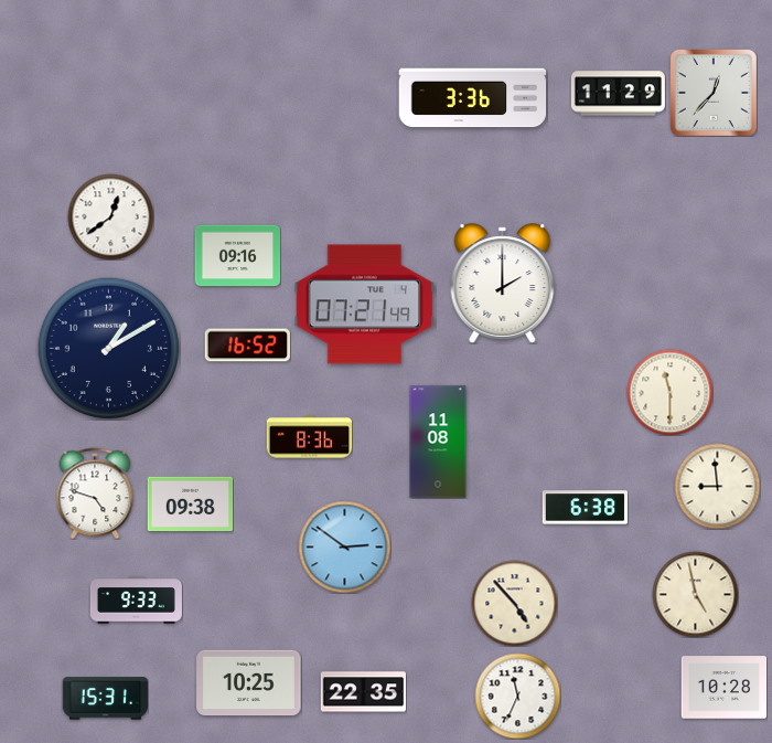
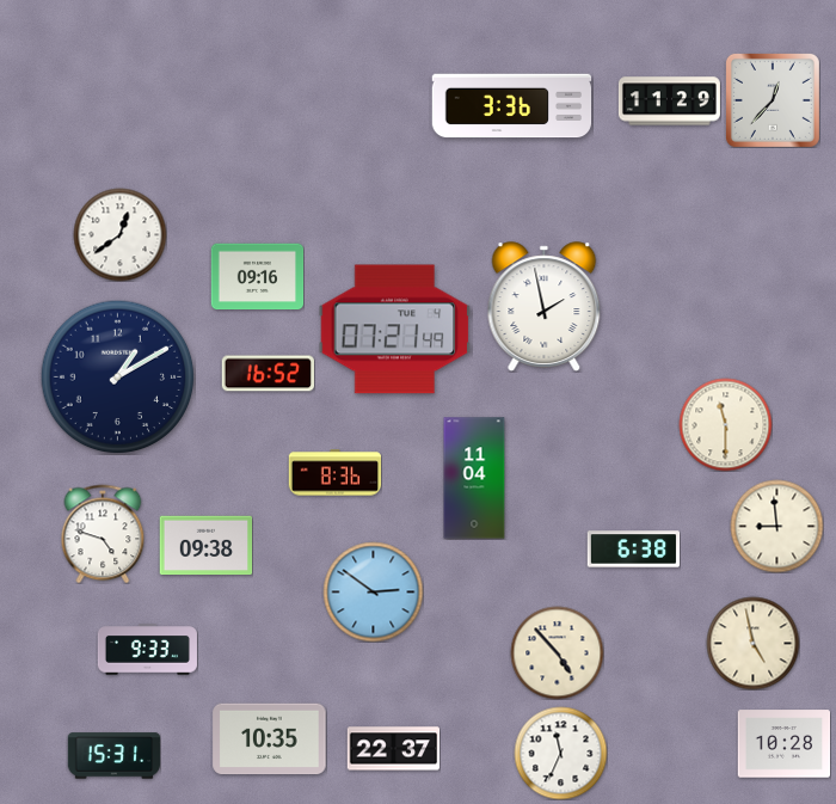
clock at (503, 284): 2:00 -> 1:58
clock at (438, 442): 11:08 -> 11:04
clock at (249, 683): 10:25 -> 10:35
clock at (363, 692): 22:35 -> 22:37
